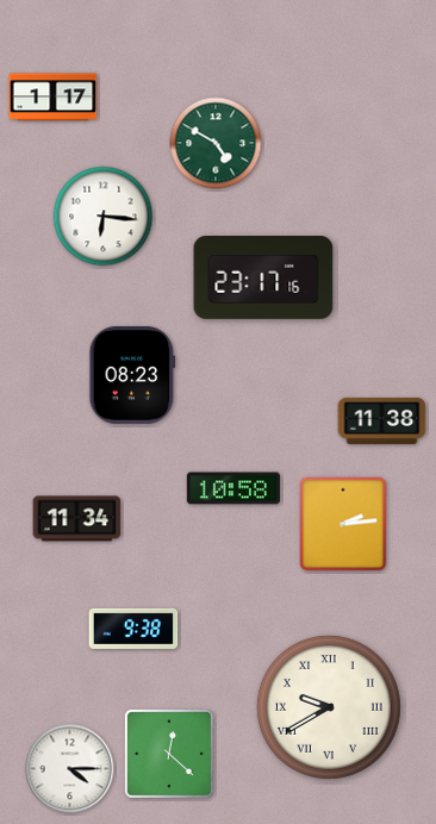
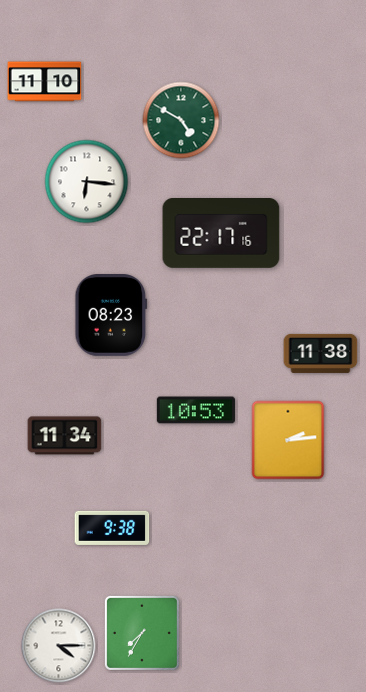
clock at (54, 98): 1:17 -> 11:10
clock at (263, 279): 23:17 -> 22:17
clock at (233, 488): 10:58 -> 10:53
clock at (329, 707): 9:40 -> none
clock at (169, 754): 12:22 -> 7:35
